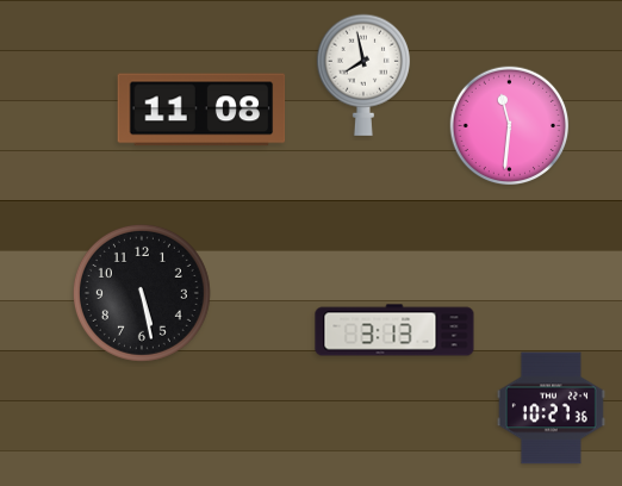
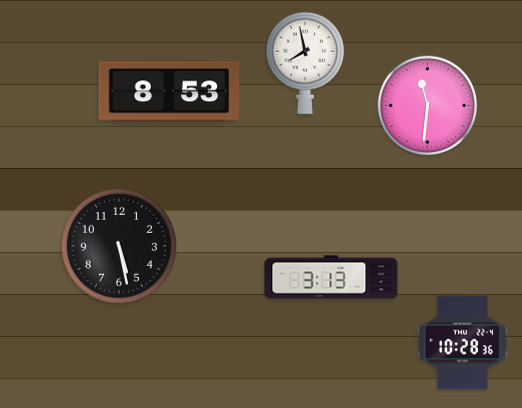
clock at (201, 110): 11:08 -> 8:53
clock at (551, 409): 10:27 -> 10:28
